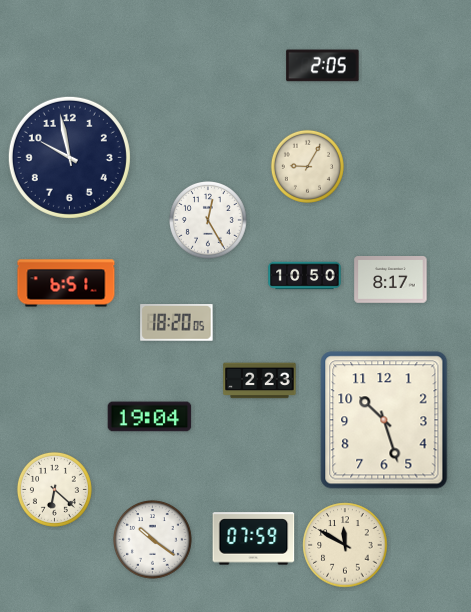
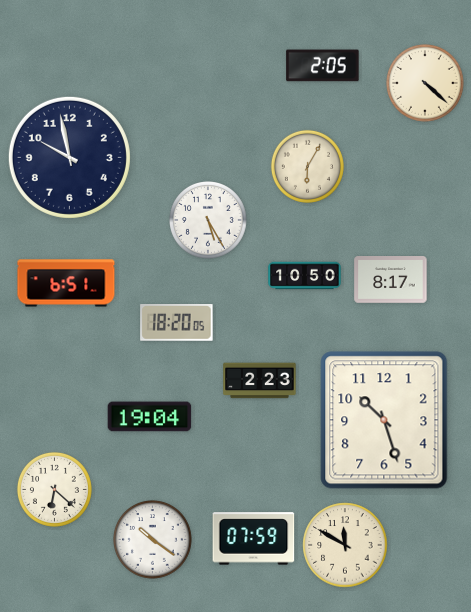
clock at (426, 84): none -> 4:22
clock at (307, 166): 9:05 -> 6:05
clock at (209, 221): 12:25 -> 5:25
